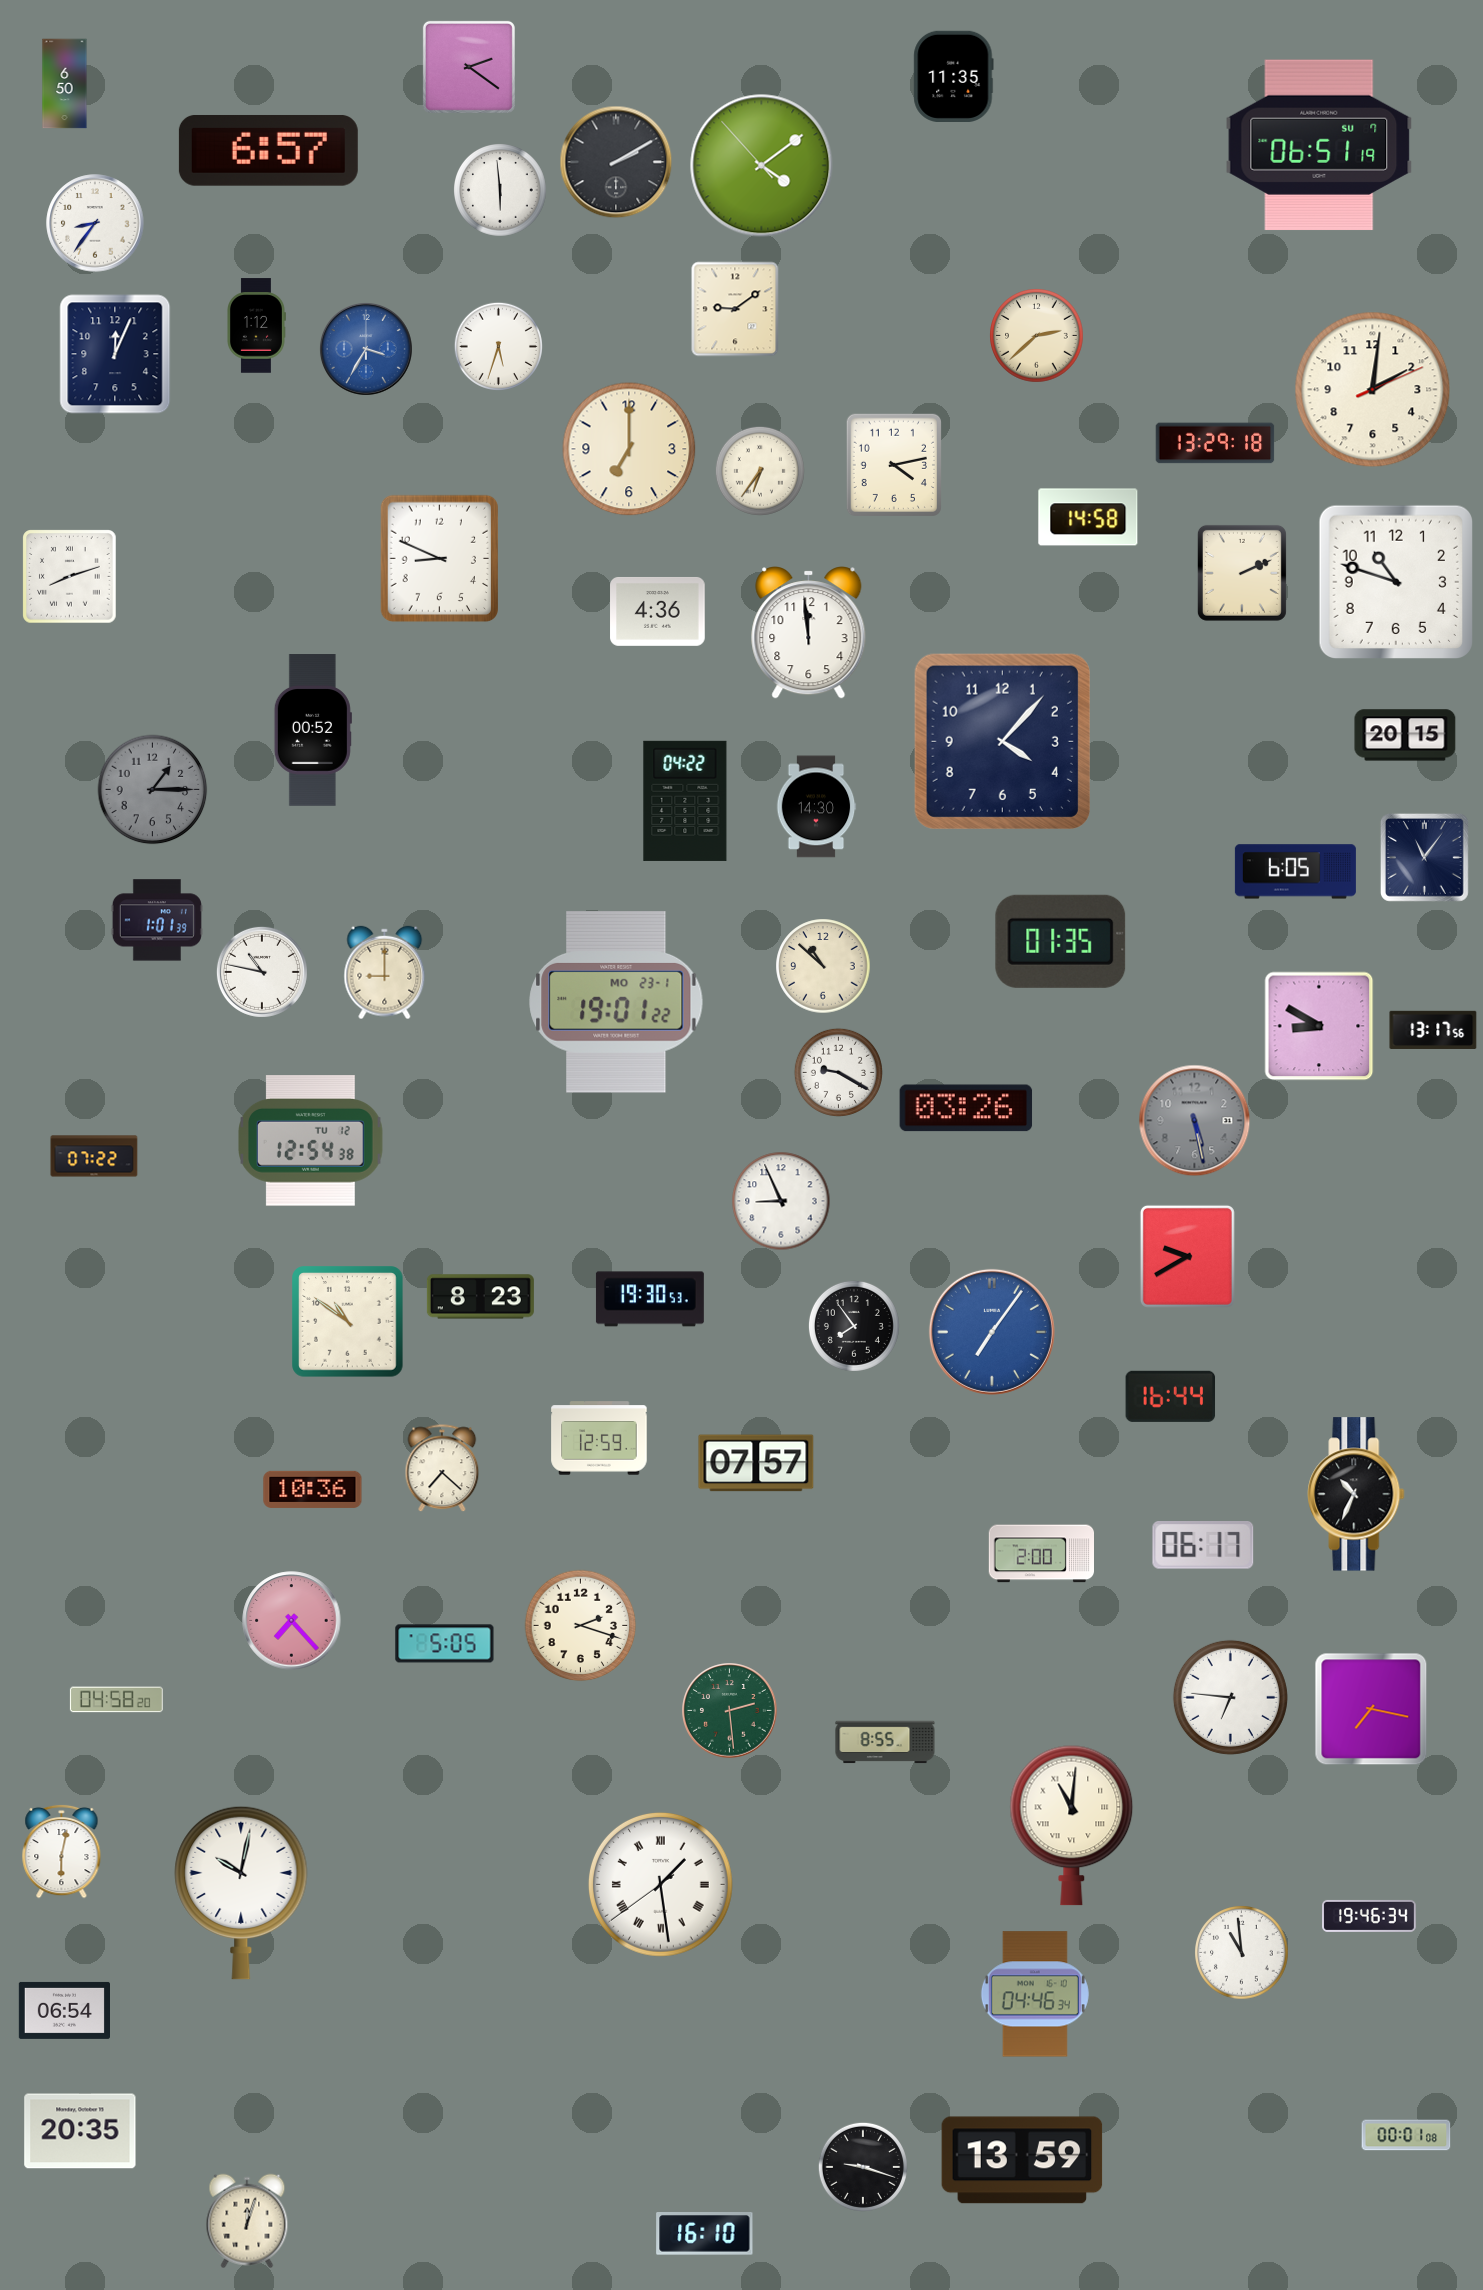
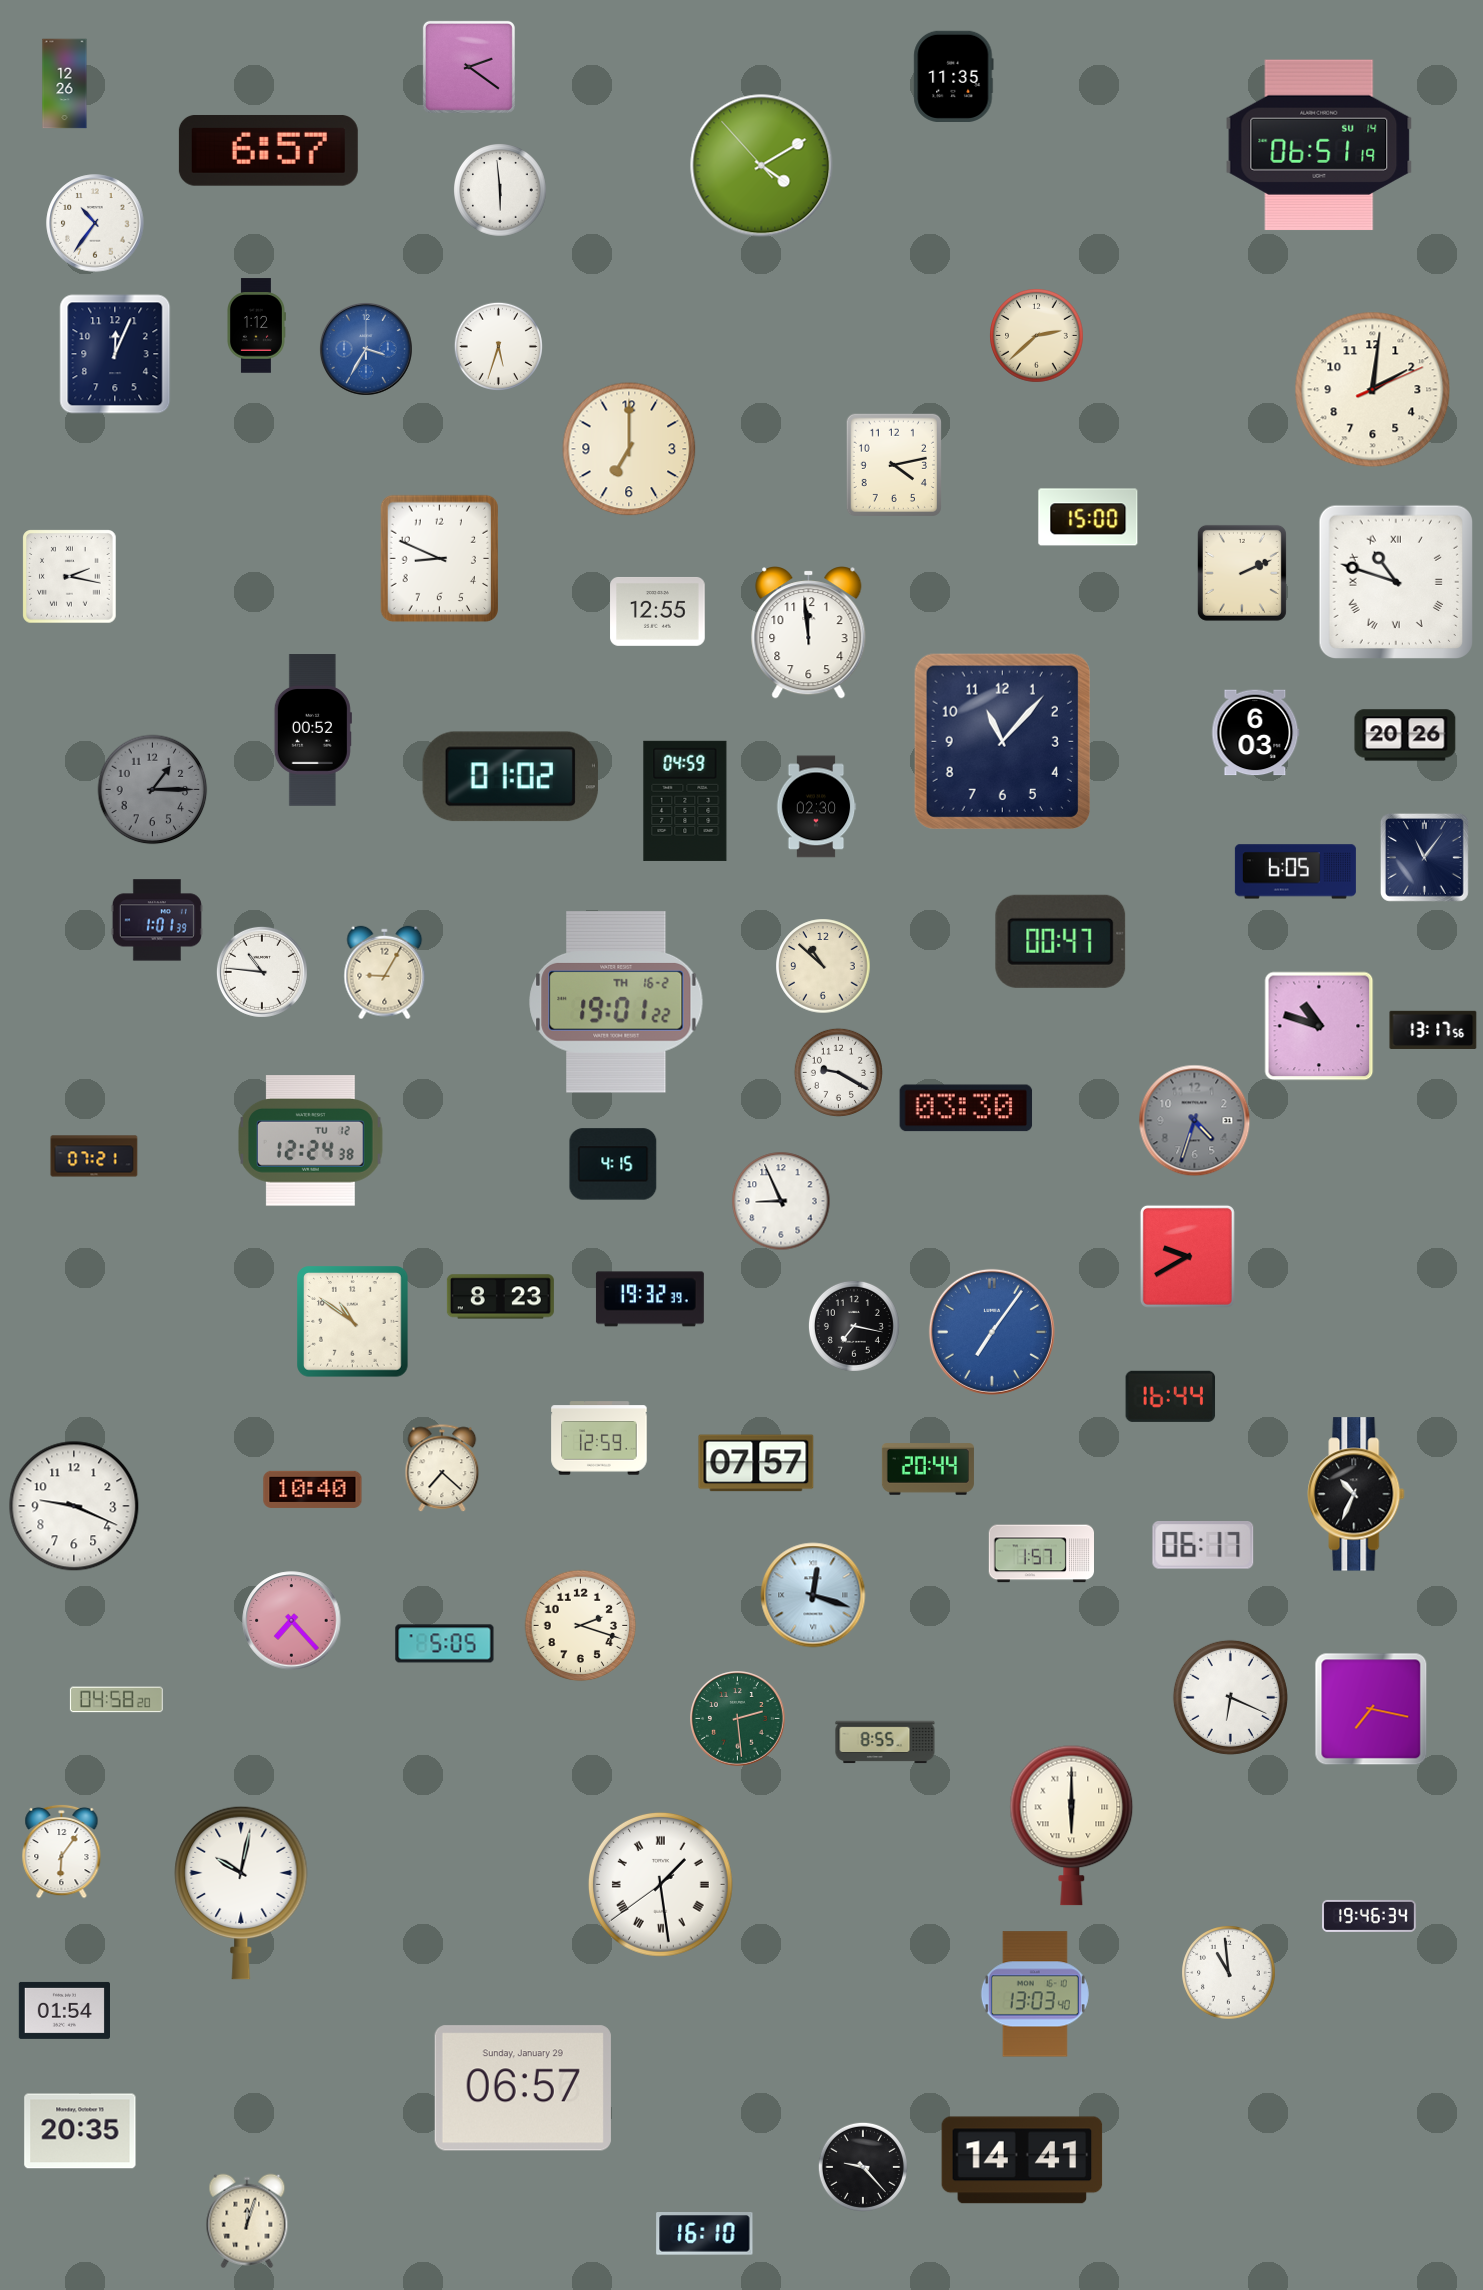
clock at (65, 84): 6:50 -> 12:26
clock at (1319, 145) date: SU 7 -> SU 14
clock at (616, 162): 2:10 -> none
clock at (762, 166): 4:08 -> 4:09
clock at (95, 223): 8:36 -> 10:36
clock at (735, 309): 9:09 -> none
clock at (1215, 443): 13:29 -> none
clock at (760, 471): 6:36 -> none
clock at (1088, 517): 14:58 -> 15:00
clock at (70, 577): 8:12 -> 2:17
clock at (1395, 581) numerals: Arabic -> Roman
clock at (658, 611): 4:36 -> 12:55
clock at (1256, 733): none -> 6:03
clock at (1405, 735): 20:15 -> 20:26
clock at (1002, 741): 4:07 -> 11:07
clock at (510, 777): none -> 01:02
clock at (685, 801): 04:22 -> 04:59
clock at (816, 807): 14:30 -> 02:30
clock at (1061, 941): 01:35 -> 00:47
clock at (262, 972): 10:47 -> 10:46
clock at (385, 973): 9:00 -> 9:05
clock at (616, 1002) date: MO 23-1 -> TH 16-2
clock at (1319, 1026): 8:50 -> 10:48
clock at (966, 1108): 03:26 -> 03:30
clock at (1195, 1121): 5:28 -> 4:33
clock at (311, 1141): 12:54 -> 12:24
clock at (94, 1156): 07:22 -> 07:21
clock at (613, 1164): none -> 4:15
clock at (480, 1297) position: (480, 1297) -> (500, 1297)
clock at (650, 1299): 19:30 -> 19:32
clock at (348, 1322) position: (348, 1322) -> (353, 1322)
clock at (854, 1326): 7:54 -> 7:17
clock at (928, 1469): none -> 20:44
clock at (313, 1489): 10:36 -> 10:40
clock at (74, 1506): none -> 9:19
clock at (1041, 1554): 2:00 -> 1:57
clock at (813, 1595): none -> 12:18
clock at (1230, 1697): 6:46 -> 6:19
clock at (730, 1711) position: (730, 1711) -> (738, 1719)
clock at (1072, 1825): 11:01 -> 6:00
clock at (62, 1851): 6:02 -> 6:06
clock at (1242, 1953) position: (1242, 1953) -> (1229, 1973)
clock at (1035, 1994): 04:46 -> 13:03
clock at (64, 2010): 06:54 -> 01:54
clock at (523, 2088): none -> 06:57
clock at (1406, 2135): 00:01 -> none
clock at (1022, 2160): 13:59 -> 14:41
clock at (863, 2167): 9:18 -> 9:23
